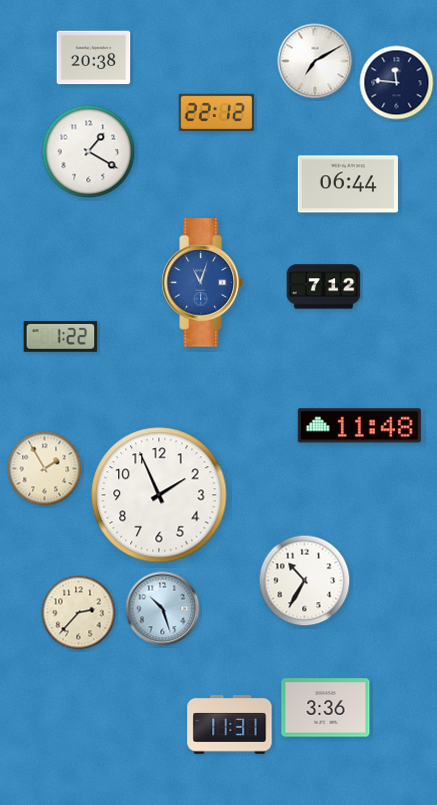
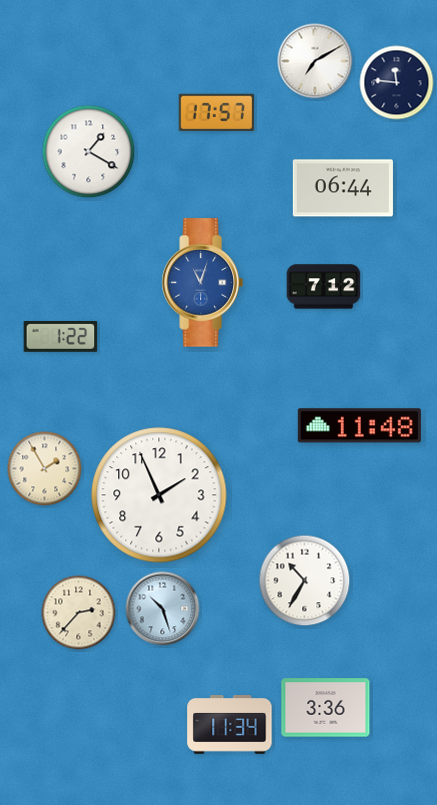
clock at (94, 58): 20:38 -> none
clock at (217, 112): 22:12 -> 17:57
clock at (348, 184) position: (348, 184) -> (343, 188)
clock at (230, 725): 11:31 -> 11:34
